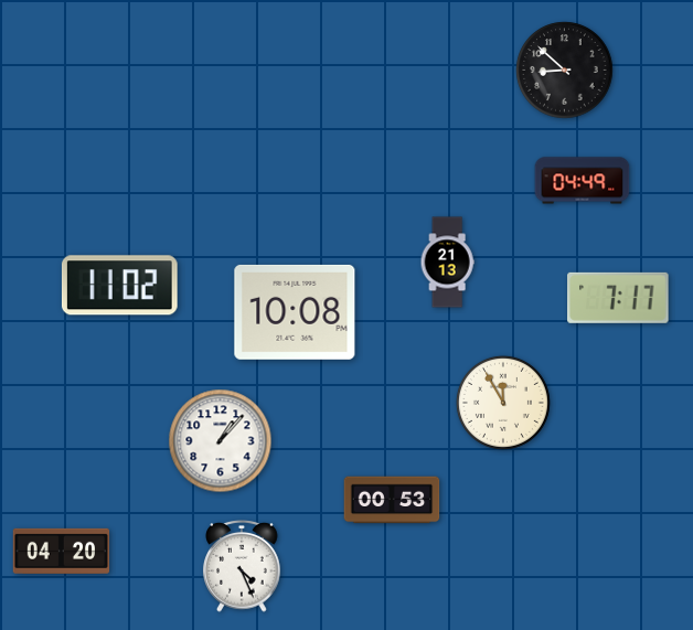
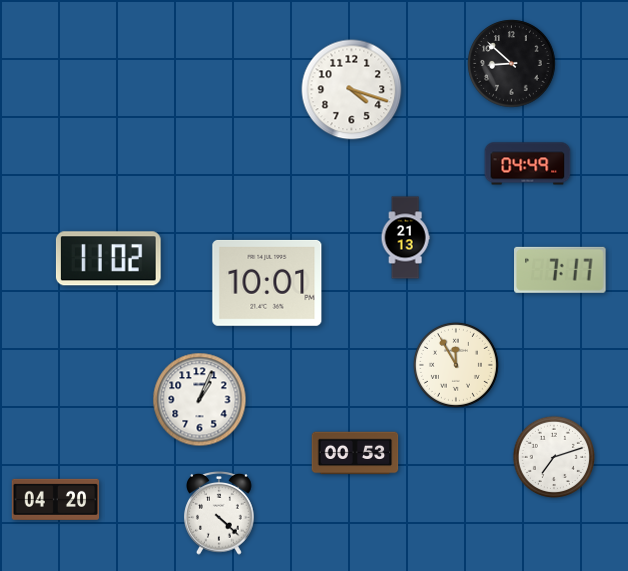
clock at (352, 90): none -> 4:18
clock at (295, 312): 10:08 -> 10:01
clock at (221, 441): 1:07 -> 1:04
clock at (554, 457): none -> 7:12
clock at (242, 567): 4:26 -> 4:22
